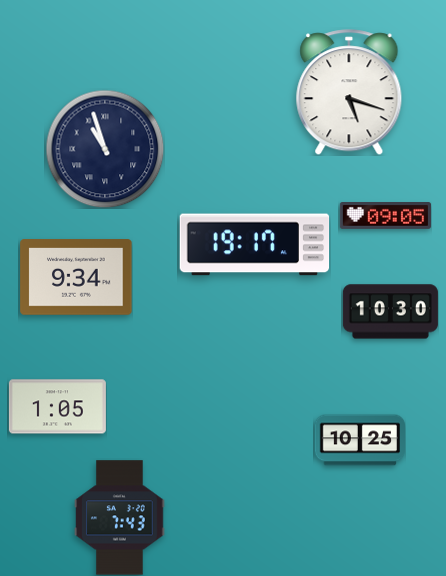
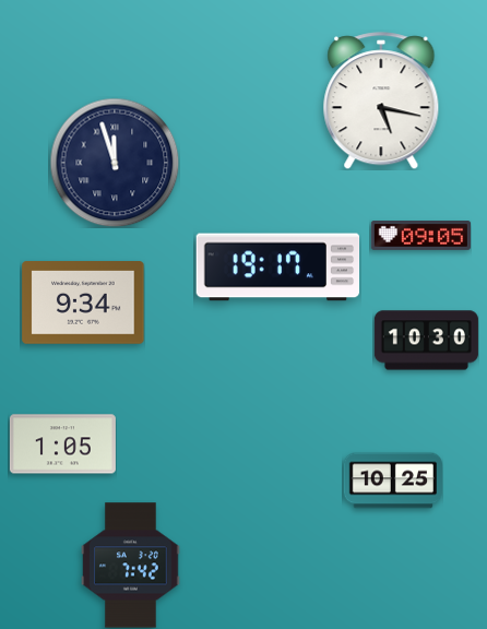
clock at (349, 92): 5:18 -> 5:17
clock at (105, 149): 10:57 -> 11:57
clock at (120, 518): 7:43 -> 7:42
